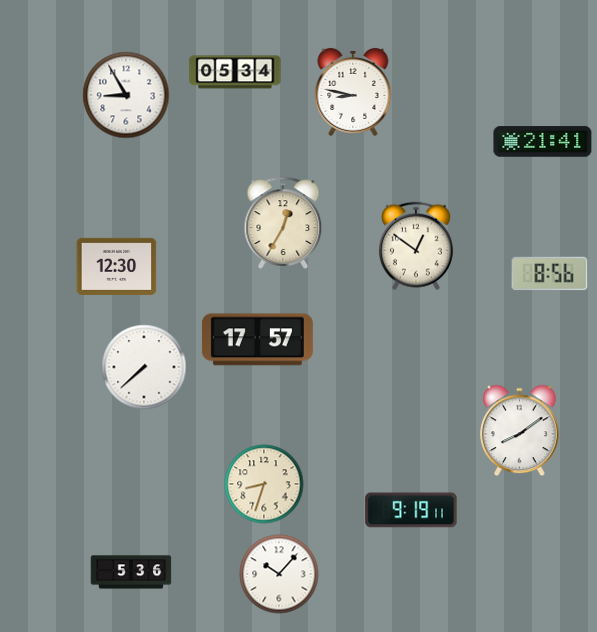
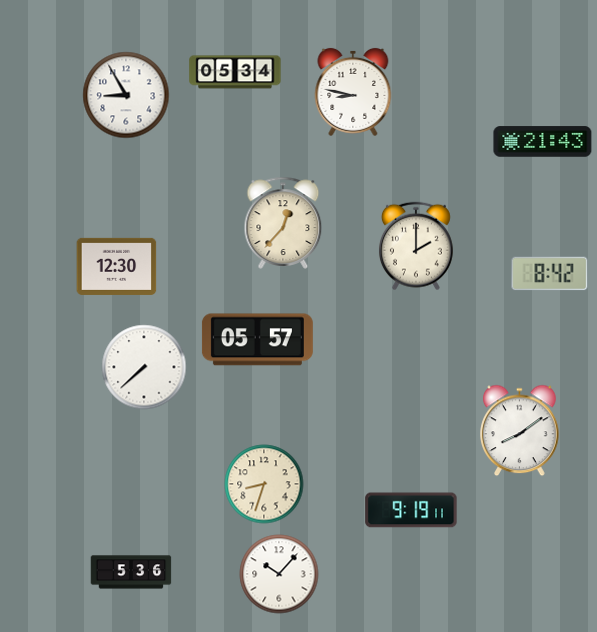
clock at (543, 142): 21:41 -> 21:43
clock at (283, 223): 12:35 -> 12:37
clock at (416, 246): 12:51 -> 2:00
clock at (550, 274): 8:56 -> 8:42
clock at (257, 340): 17:57 -> 05:57
